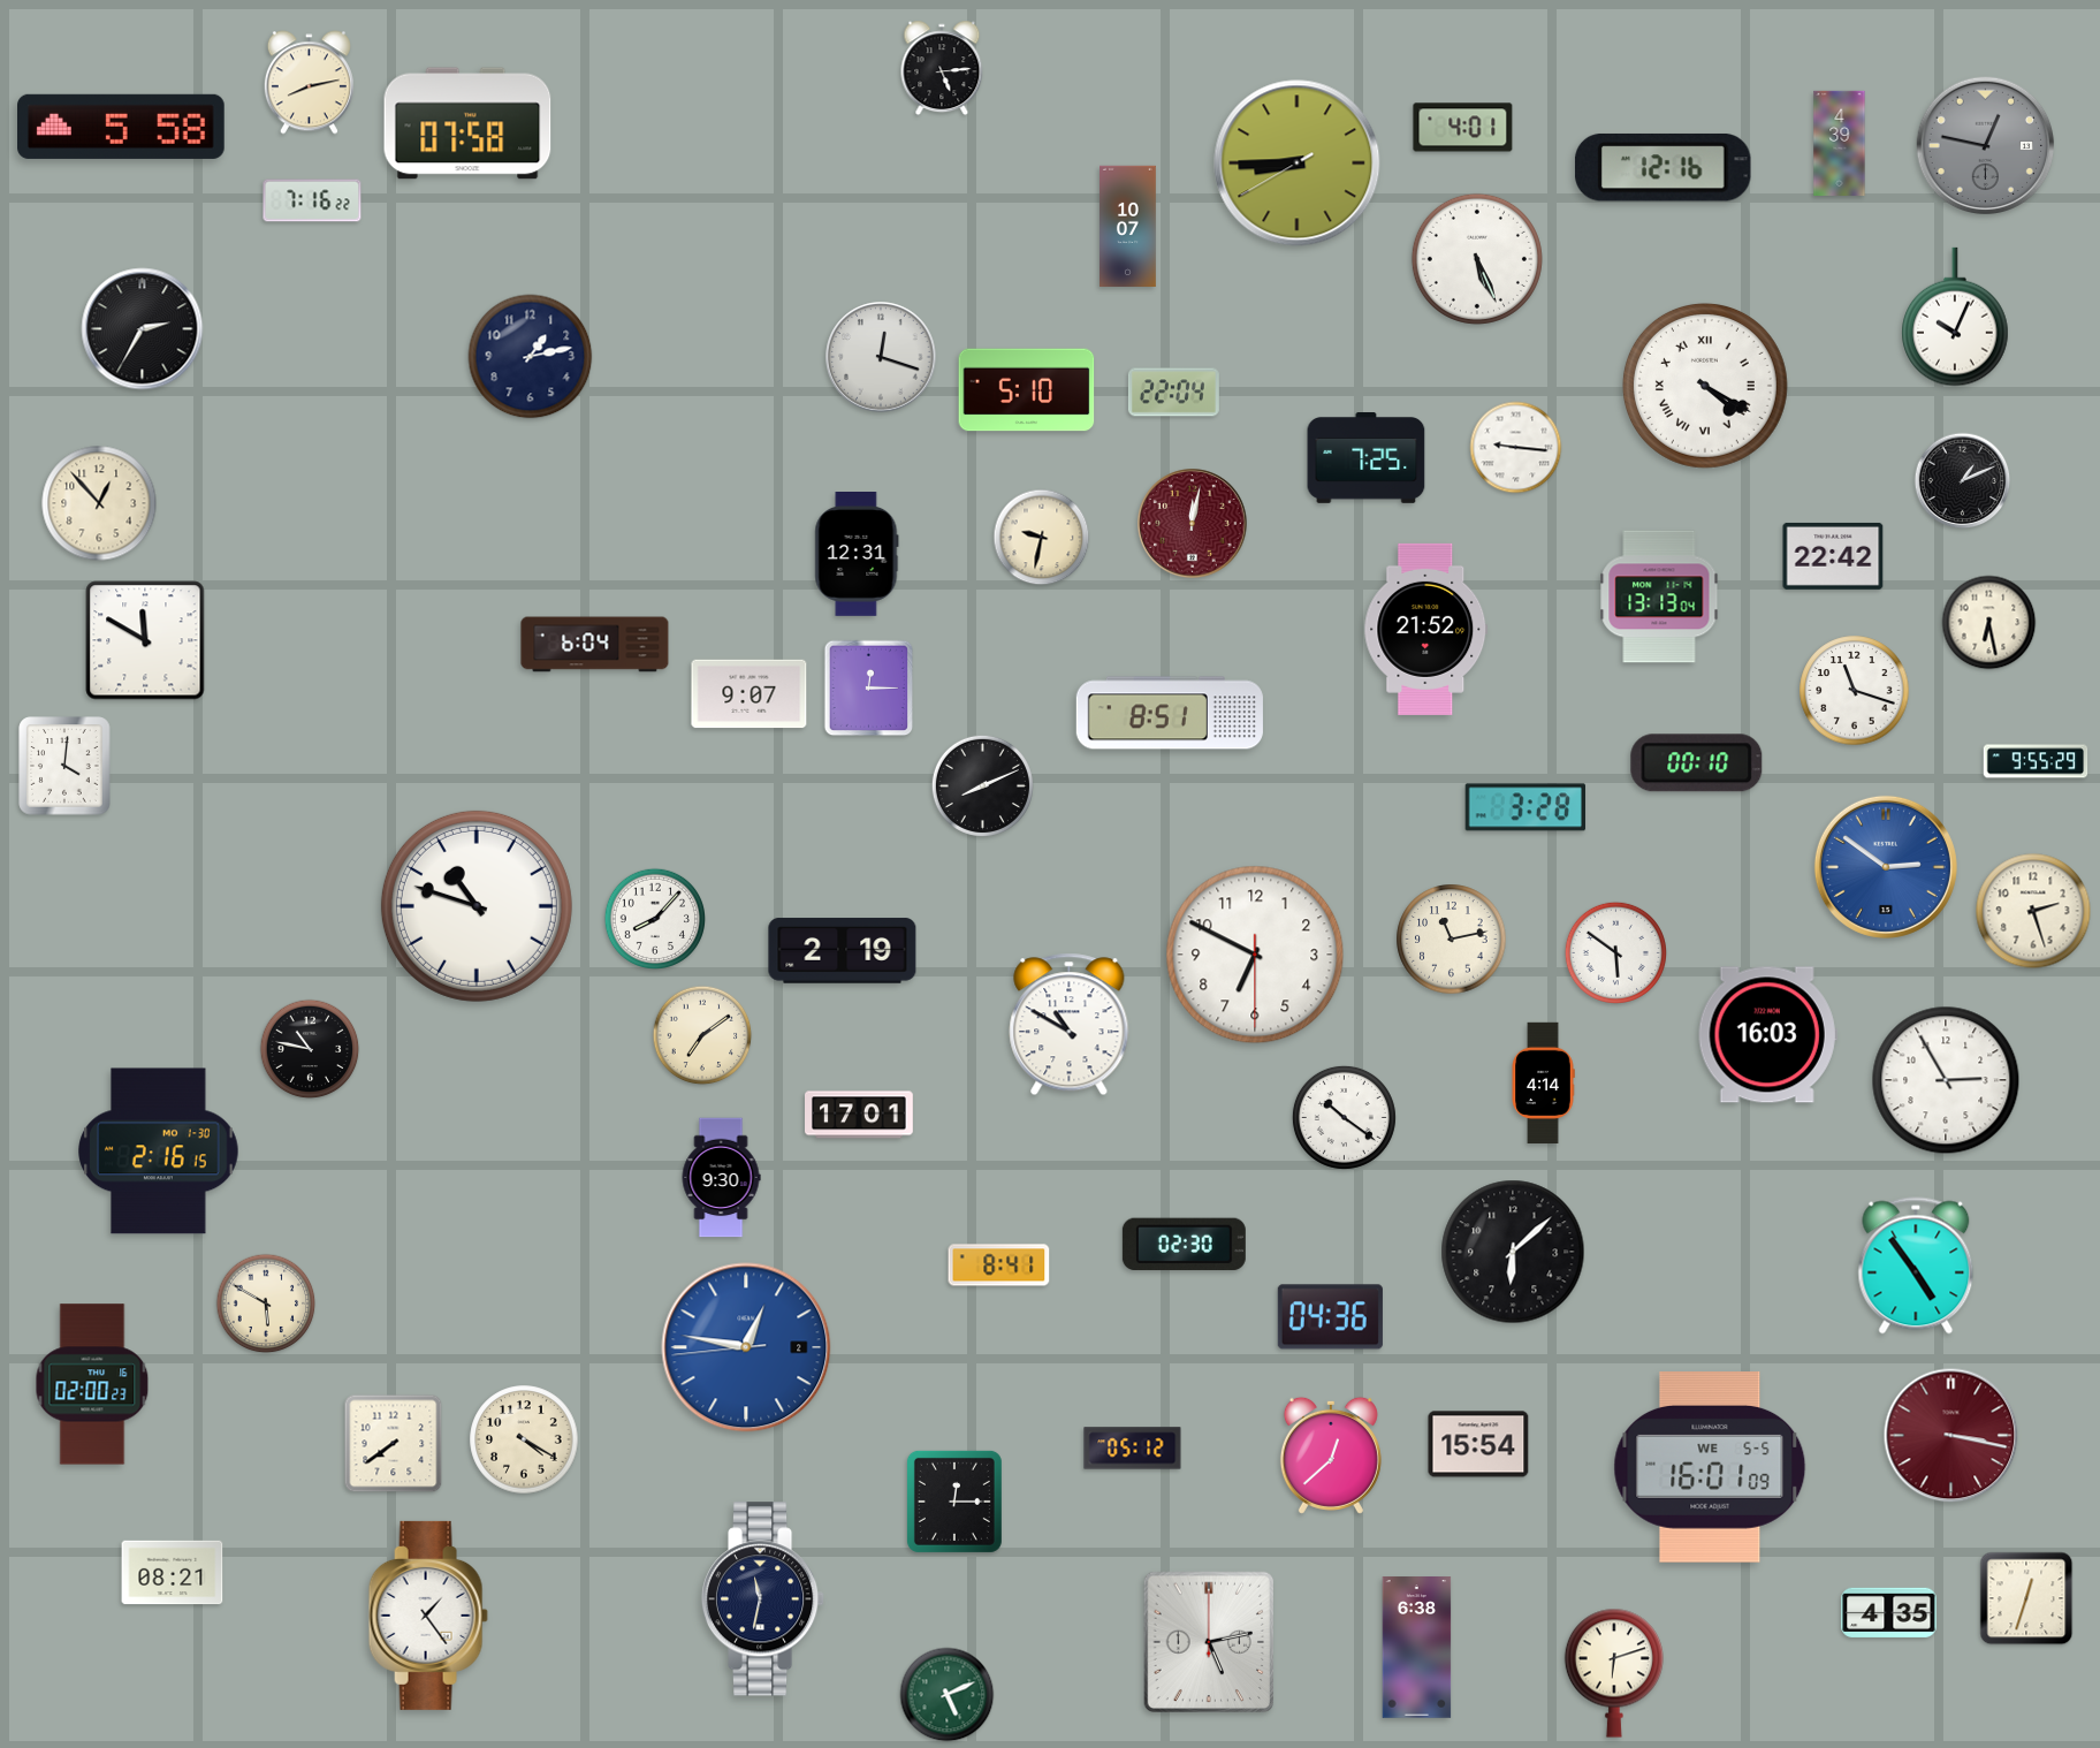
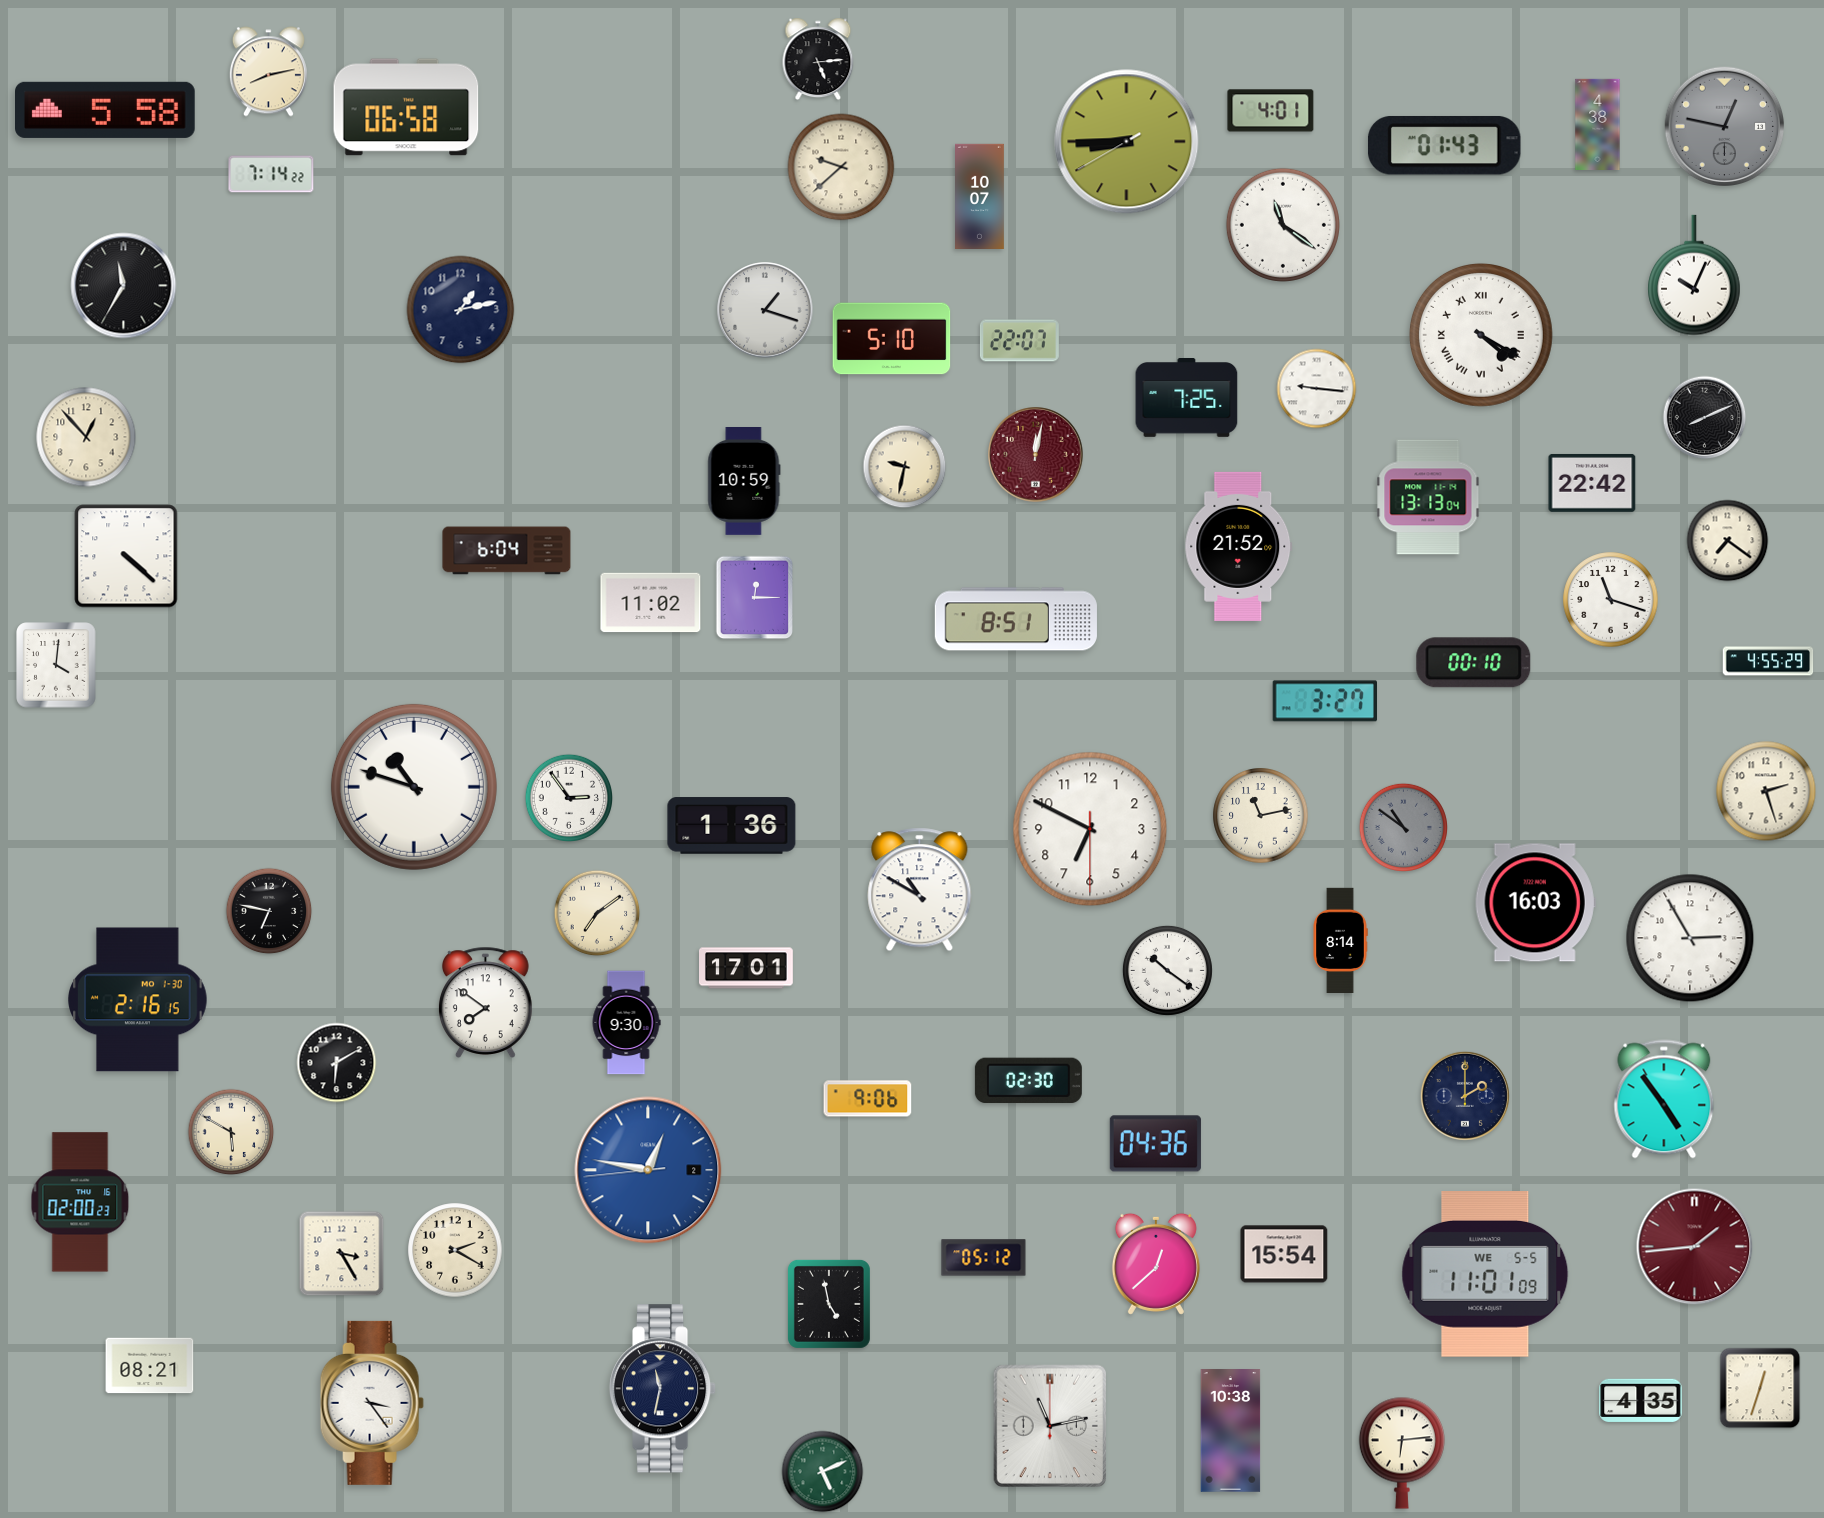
clock at (467, 123): 07:58 -> 06:58
clock at (1840, 143): 4:39 -> 4:38
clock at (1663, 167): 12:16 -> 01:43
clock at (841, 167): none -> 9:38
clock at (312, 200): 7:16 -> 7:14
clock at (1477, 259): 5:26 -> 11:21
clock at (1955, 317) position: (1955, 317) -> (1694, 275)
clock at (143, 329): 2:35 -> 11:35
clock at (881, 357): 12:18 -> 1:18
clock at (1173, 393): 22:04 -> 22:07
clock at (1963, 481): 1:11 -> 8:11
clock at (857, 555): 12:31 -> 10:59
clock at (1659, 596) position: (1659, 596) -> (1428, 497)
clock at (1989, 623): 6:28 -> 7:21
clock at (145, 640): 11:50 -> 4:22
clock at (595, 645) position: (595, 645) -> (507, 551)
clock at (750, 694): 9:07 -> 11:02
clock at (2036, 761): 9:55 -> 4:55
clock at (982, 785): 8:11 -> none
clock at (1524, 807): 3:28 -> 3:27
clock at (1886, 867): 2:51 -> none
clock at (654, 918): 8:07 -> 2:54
clock at (843, 951): 2:19 -> 1:36
clock at (1615, 952): 5:51 -> 10:51
clock at (1615, 952) dial: white -> grey
clock at (1070, 1025) position: (1070, 1025) -> (920, 890)
clock at (702, 1035) position: (702, 1035) -> (597, 913)
clock at (1767, 1035) position: (1767, 1035) -> (1535, 903)
clock at (310, 1049): 10:47 -> 6:47
clock at (1543, 1082): 4:14 -> 8:14
clock at (485, 1002): none -> 7:51
clock at (337, 1063): none -> 6:10
clock at (1513, 1252): 6:08 -> none
clock at (1465, 1096): none -> 2:00
clock at (999, 1266): 8:41 -> 9:06
clock at (1951, 1436): 3:17 -> 1:44
clock at (524, 1439): 4:20 -> 2:20
clock at (394, 1444): 7:39 -> 3:25
clock at (1710, 1468): 16:01 -> 11:01
clock at (954, 1502): 12:15 -> 4:58
clock at (428, 1616): 1:24 -> 3:24
clock at (1208, 1641): 5:13 -> 11:13
clock at (1417, 1648): 6:38 -> 10:38
clock at (1614, 1673): 6:12 -> 6:14
